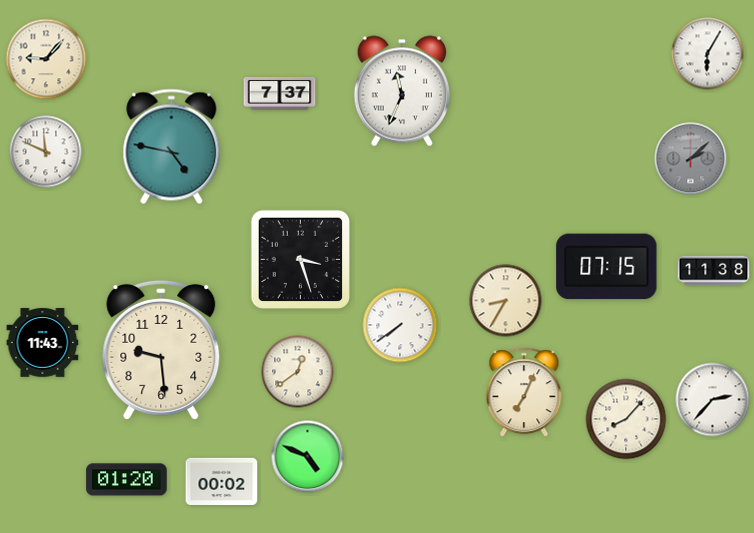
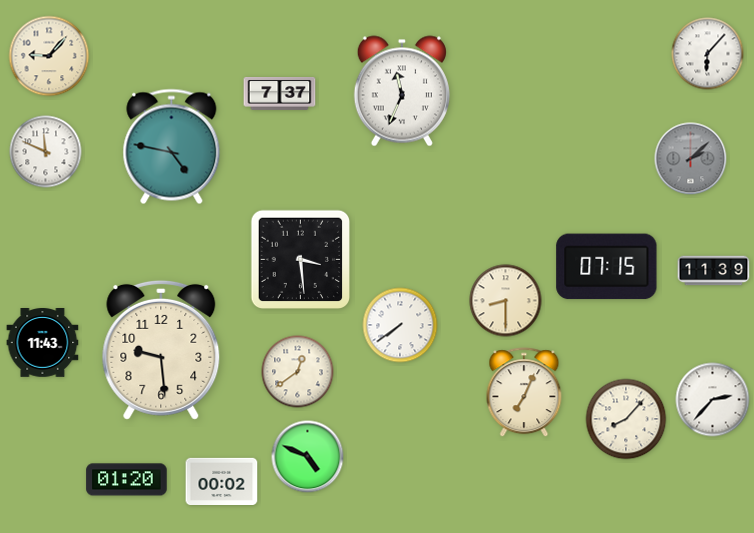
clock at (708, 54): 6:05 -> 6:07
clock at (46, 59) position: (46, 59) -> (49, 56)
clock at (301, 260): 3:27 -> 3:29
clock at (714, 271): 11:38 -> 11:39
clock at (506, 301): 8:35 -> 8:30
